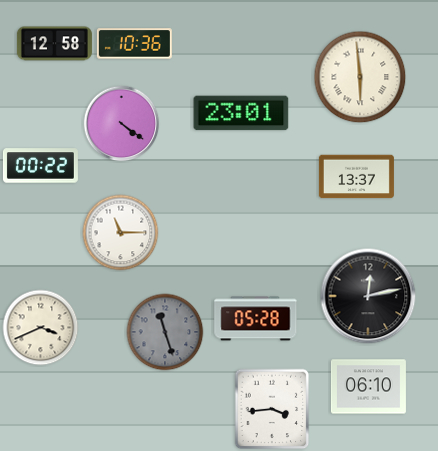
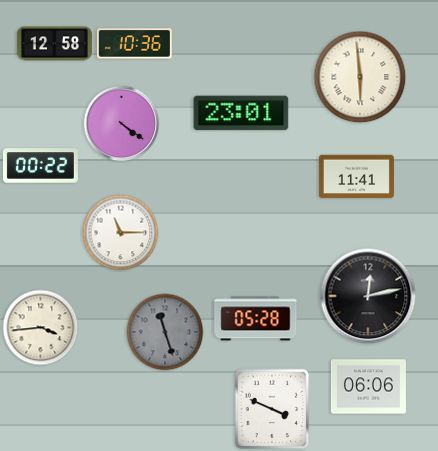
clock at (356, 177): 13:37 -> 11:41
clock at (41, 328): 3:41 -> 3:44
clock at (368, 387): 06:10 -> 06:06
clock at (272, 409): 3:44 -> 3:49
